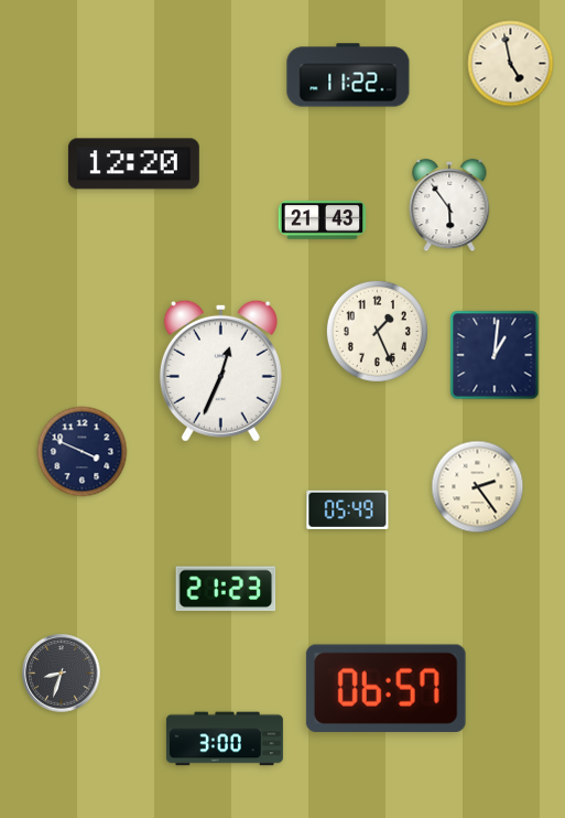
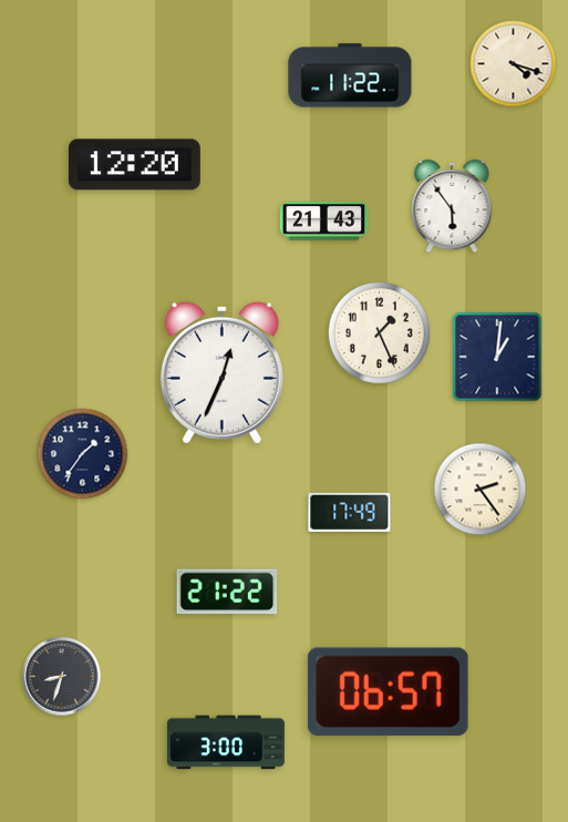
clock at (511, 64): 4:58 -> 4:18
clock at (83, 452): 3:49 -> 1:36
clock at (348, 509): 05:49 -> 17:49
clock at (226, 589): 21:23 -> 21:22
